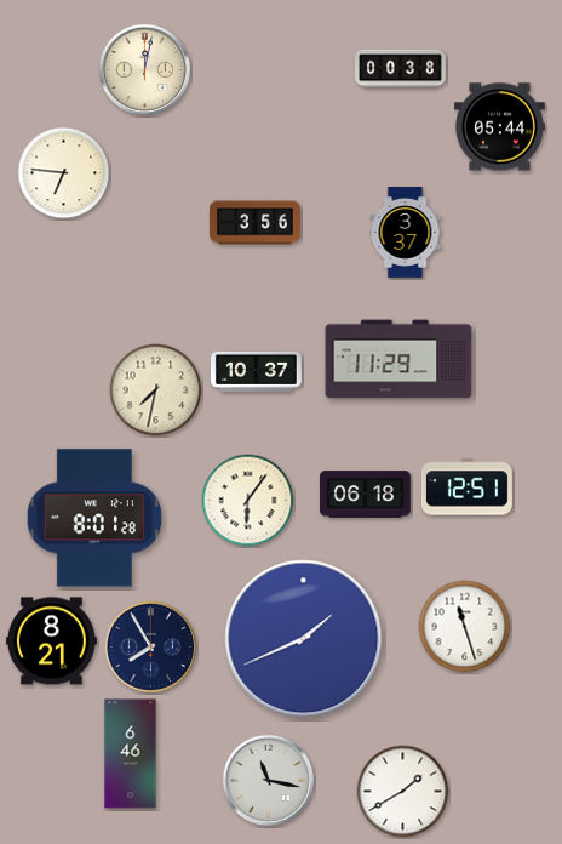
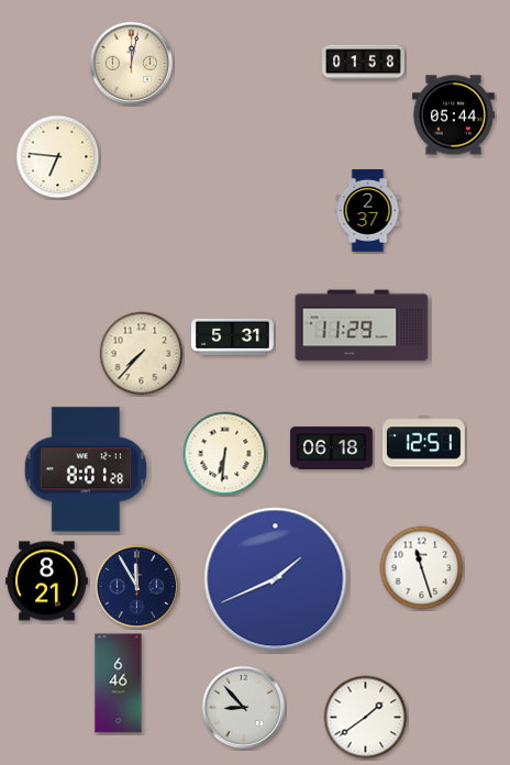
clock at (401, 69): 00:38 -> 01:58
clock at (256, 223): 3:56 -> none
clock at (406, 233): 3:37 -> 2:37
clock at (256, 371): 10:37 -> 5:31
clock at (156, 390): 7:32 -> 7:37
clock at (248, 501): 6:06 -> 6:31
clock at (151, 648): 7:55 -> 11:55
clock at (269, 781): 11:17 -> 8:53
clock at (403, 792): 1:40 -> 1:39
